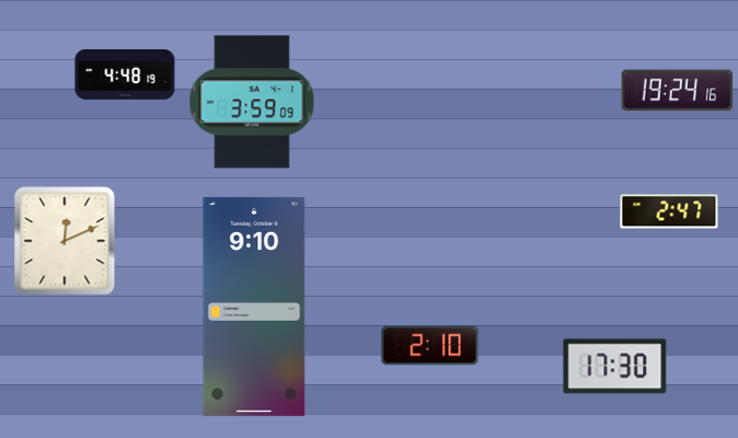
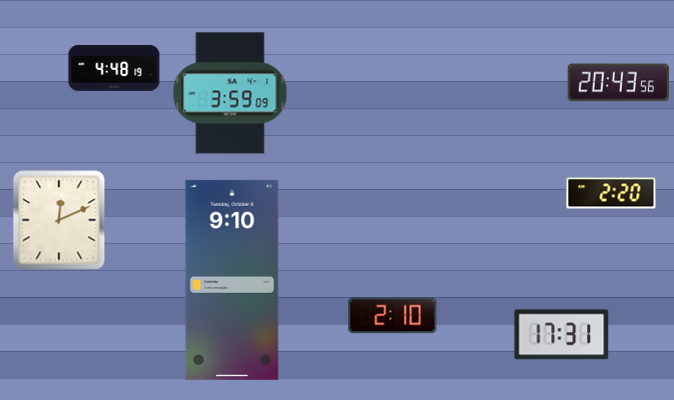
clock at (678, 91): 19:24 -> 20:43
clock at (669, 211): 2:47 -> 2:20
clock at (615, 367): 17:30 -> 17:31
